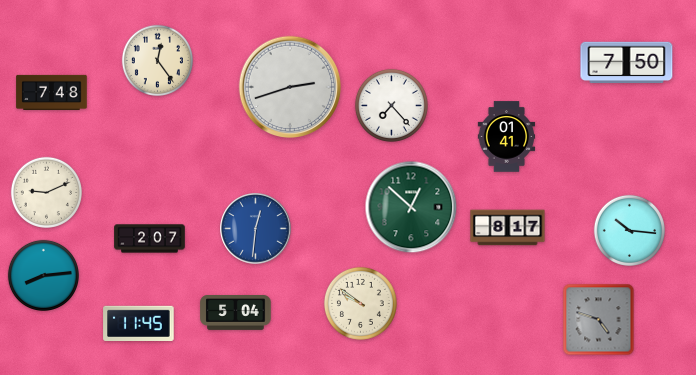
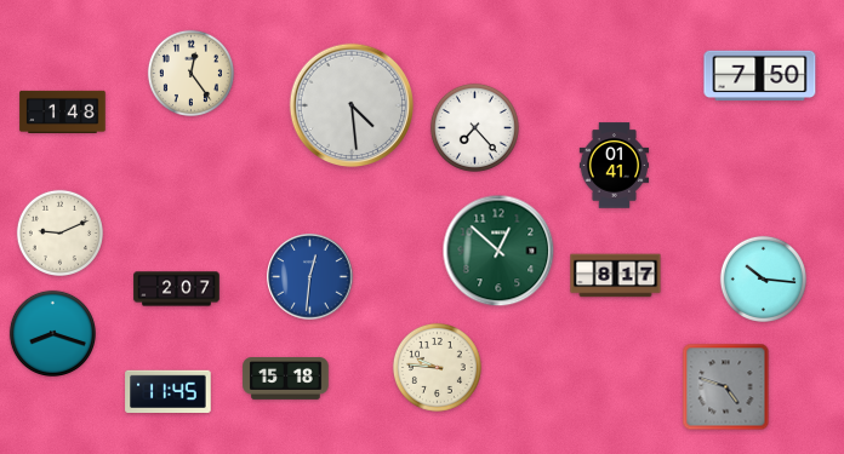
clock at (289, 86): 2:42 -> 4:29
clock at (52, 92): 7:48 -> 1:48
clock at (46, 192) position: (46, 192) -> (59, 232)
clock at (150, 239) position: (150, 239) -> (177, 289)
clock at (43, 275): 8:14 -> 8:18
clock at (360, 303): 9:51 -> 9:46
clock at (236, 313): 5:04 -> 15:18
